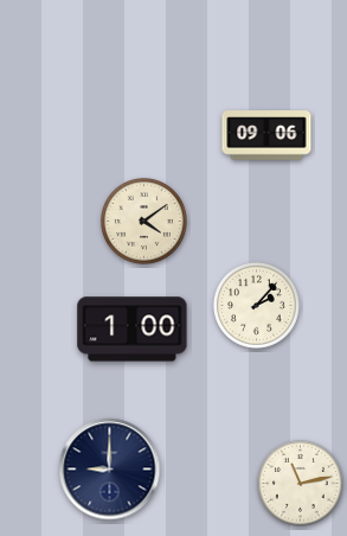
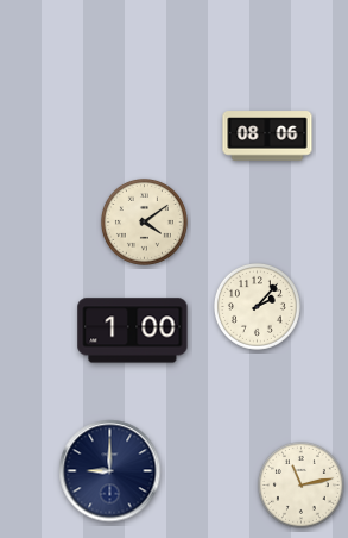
clock at (266, 135): 09:06 -> 08:06
